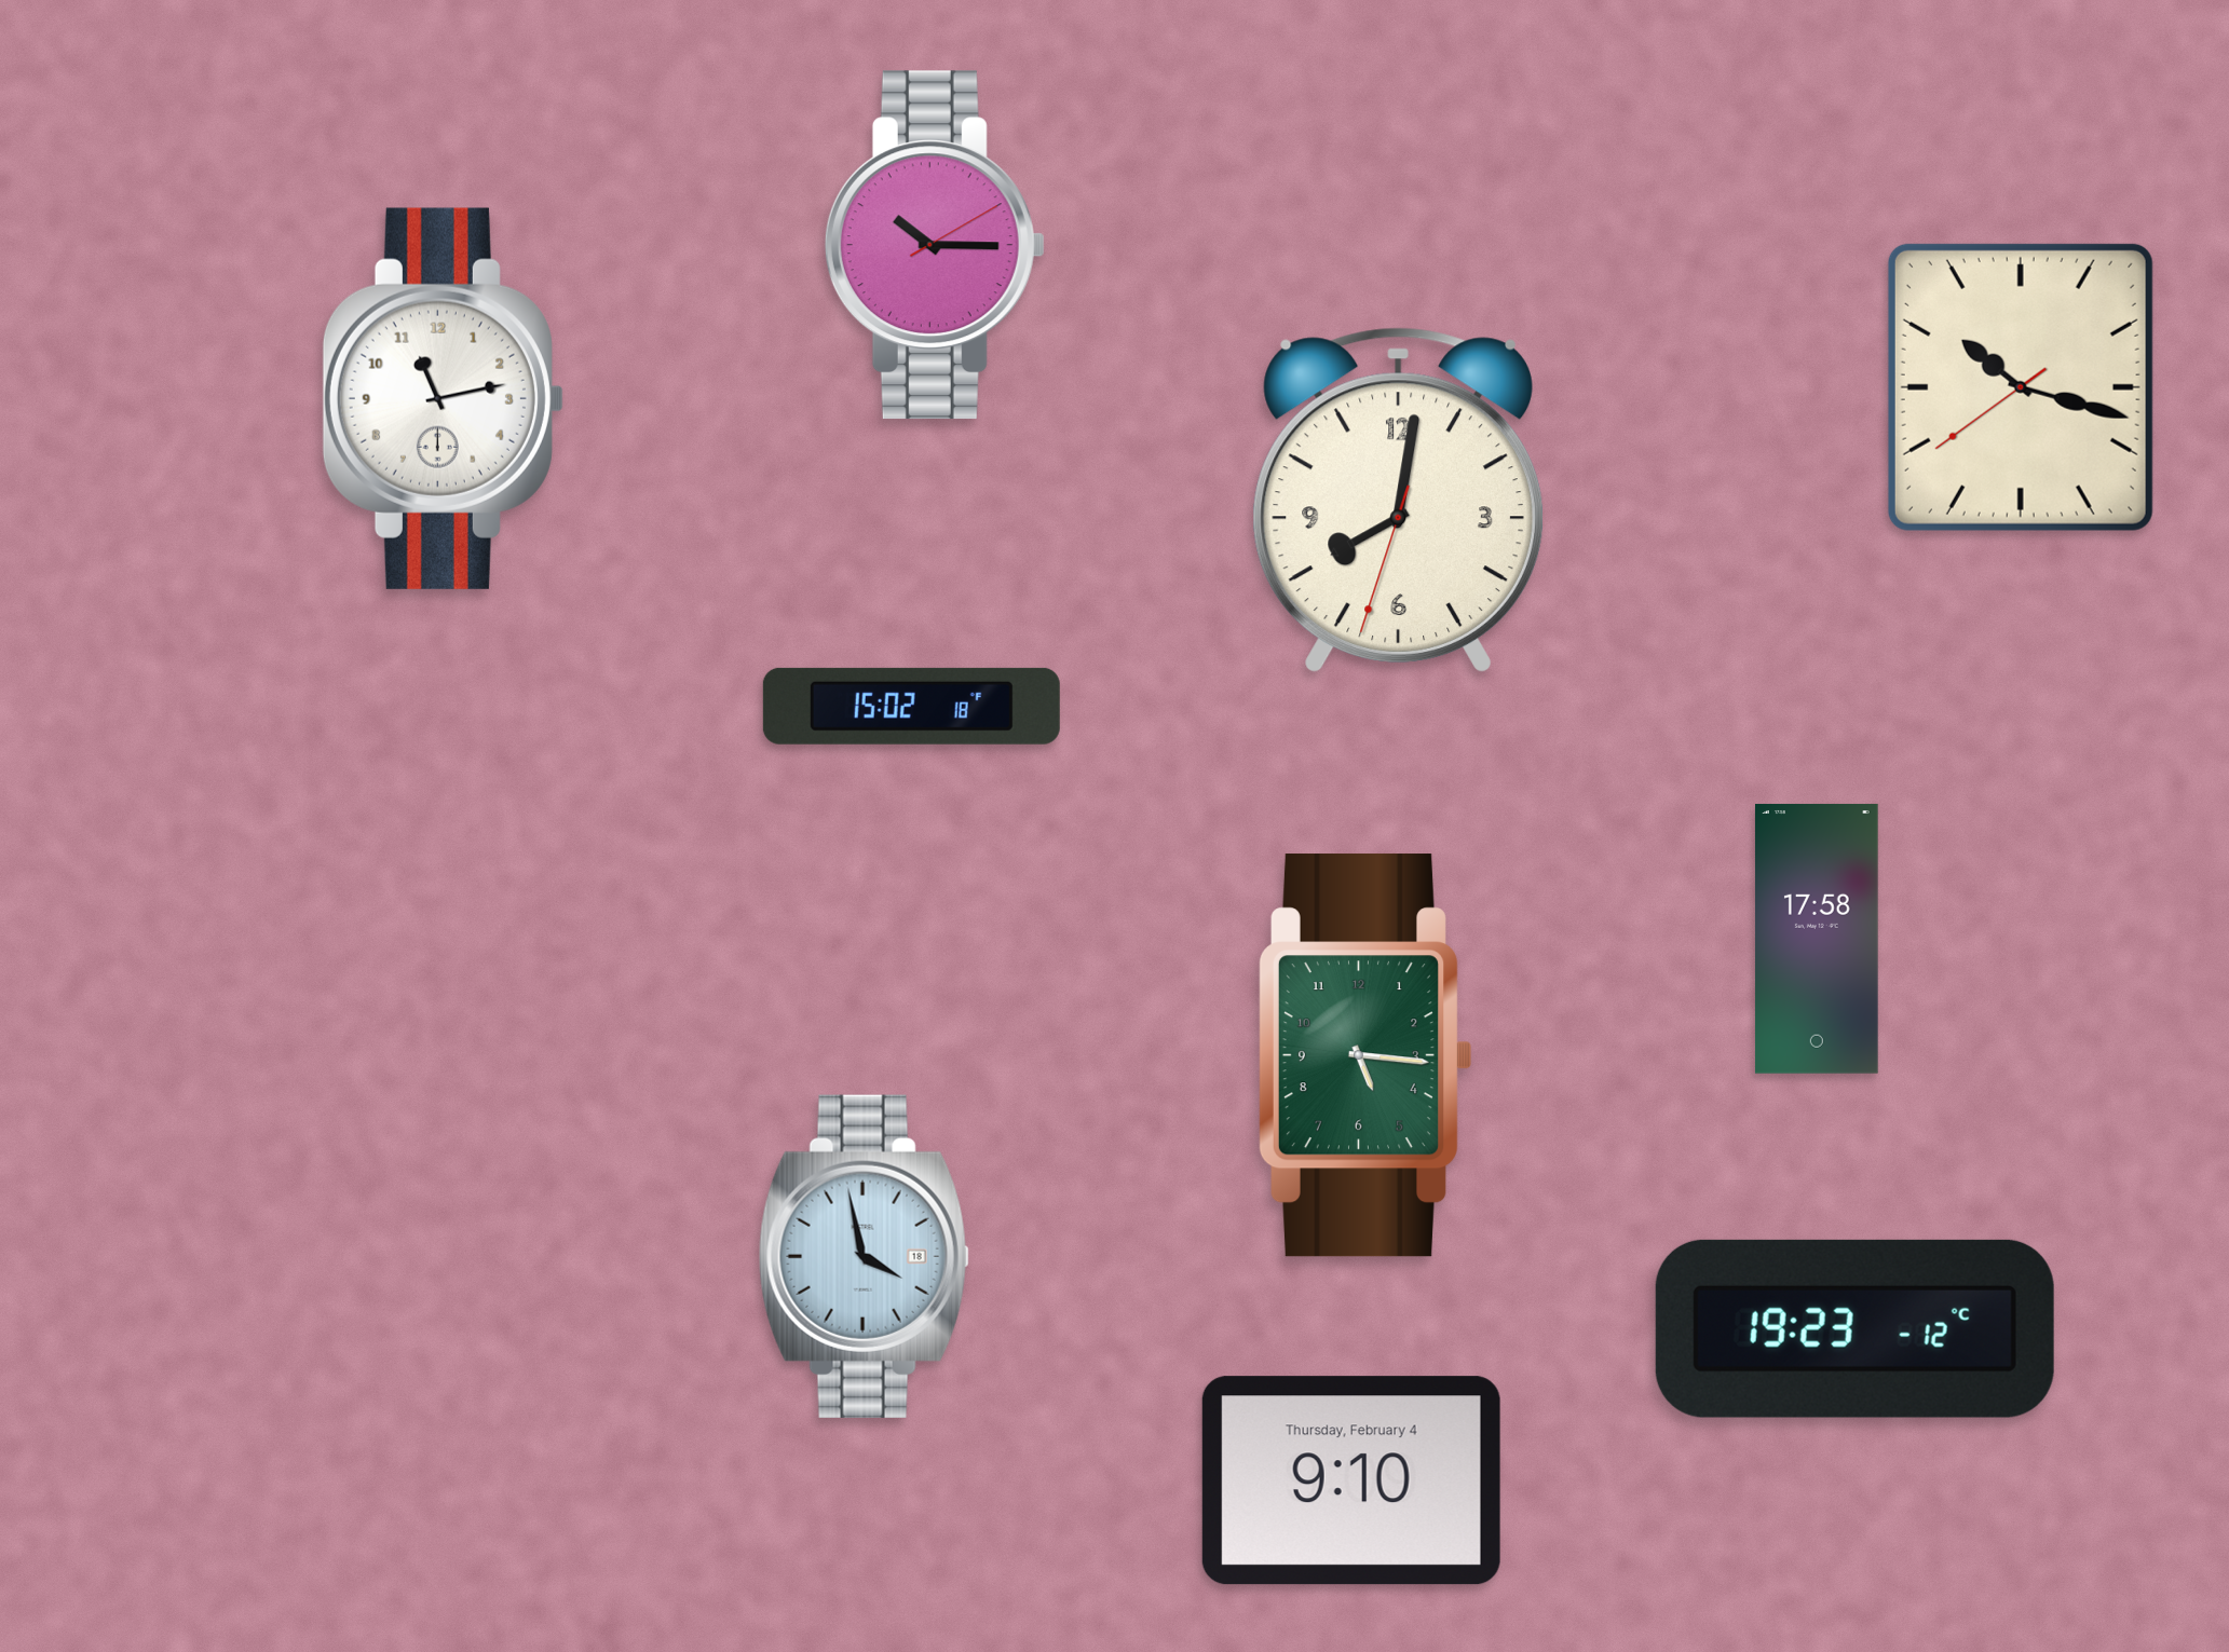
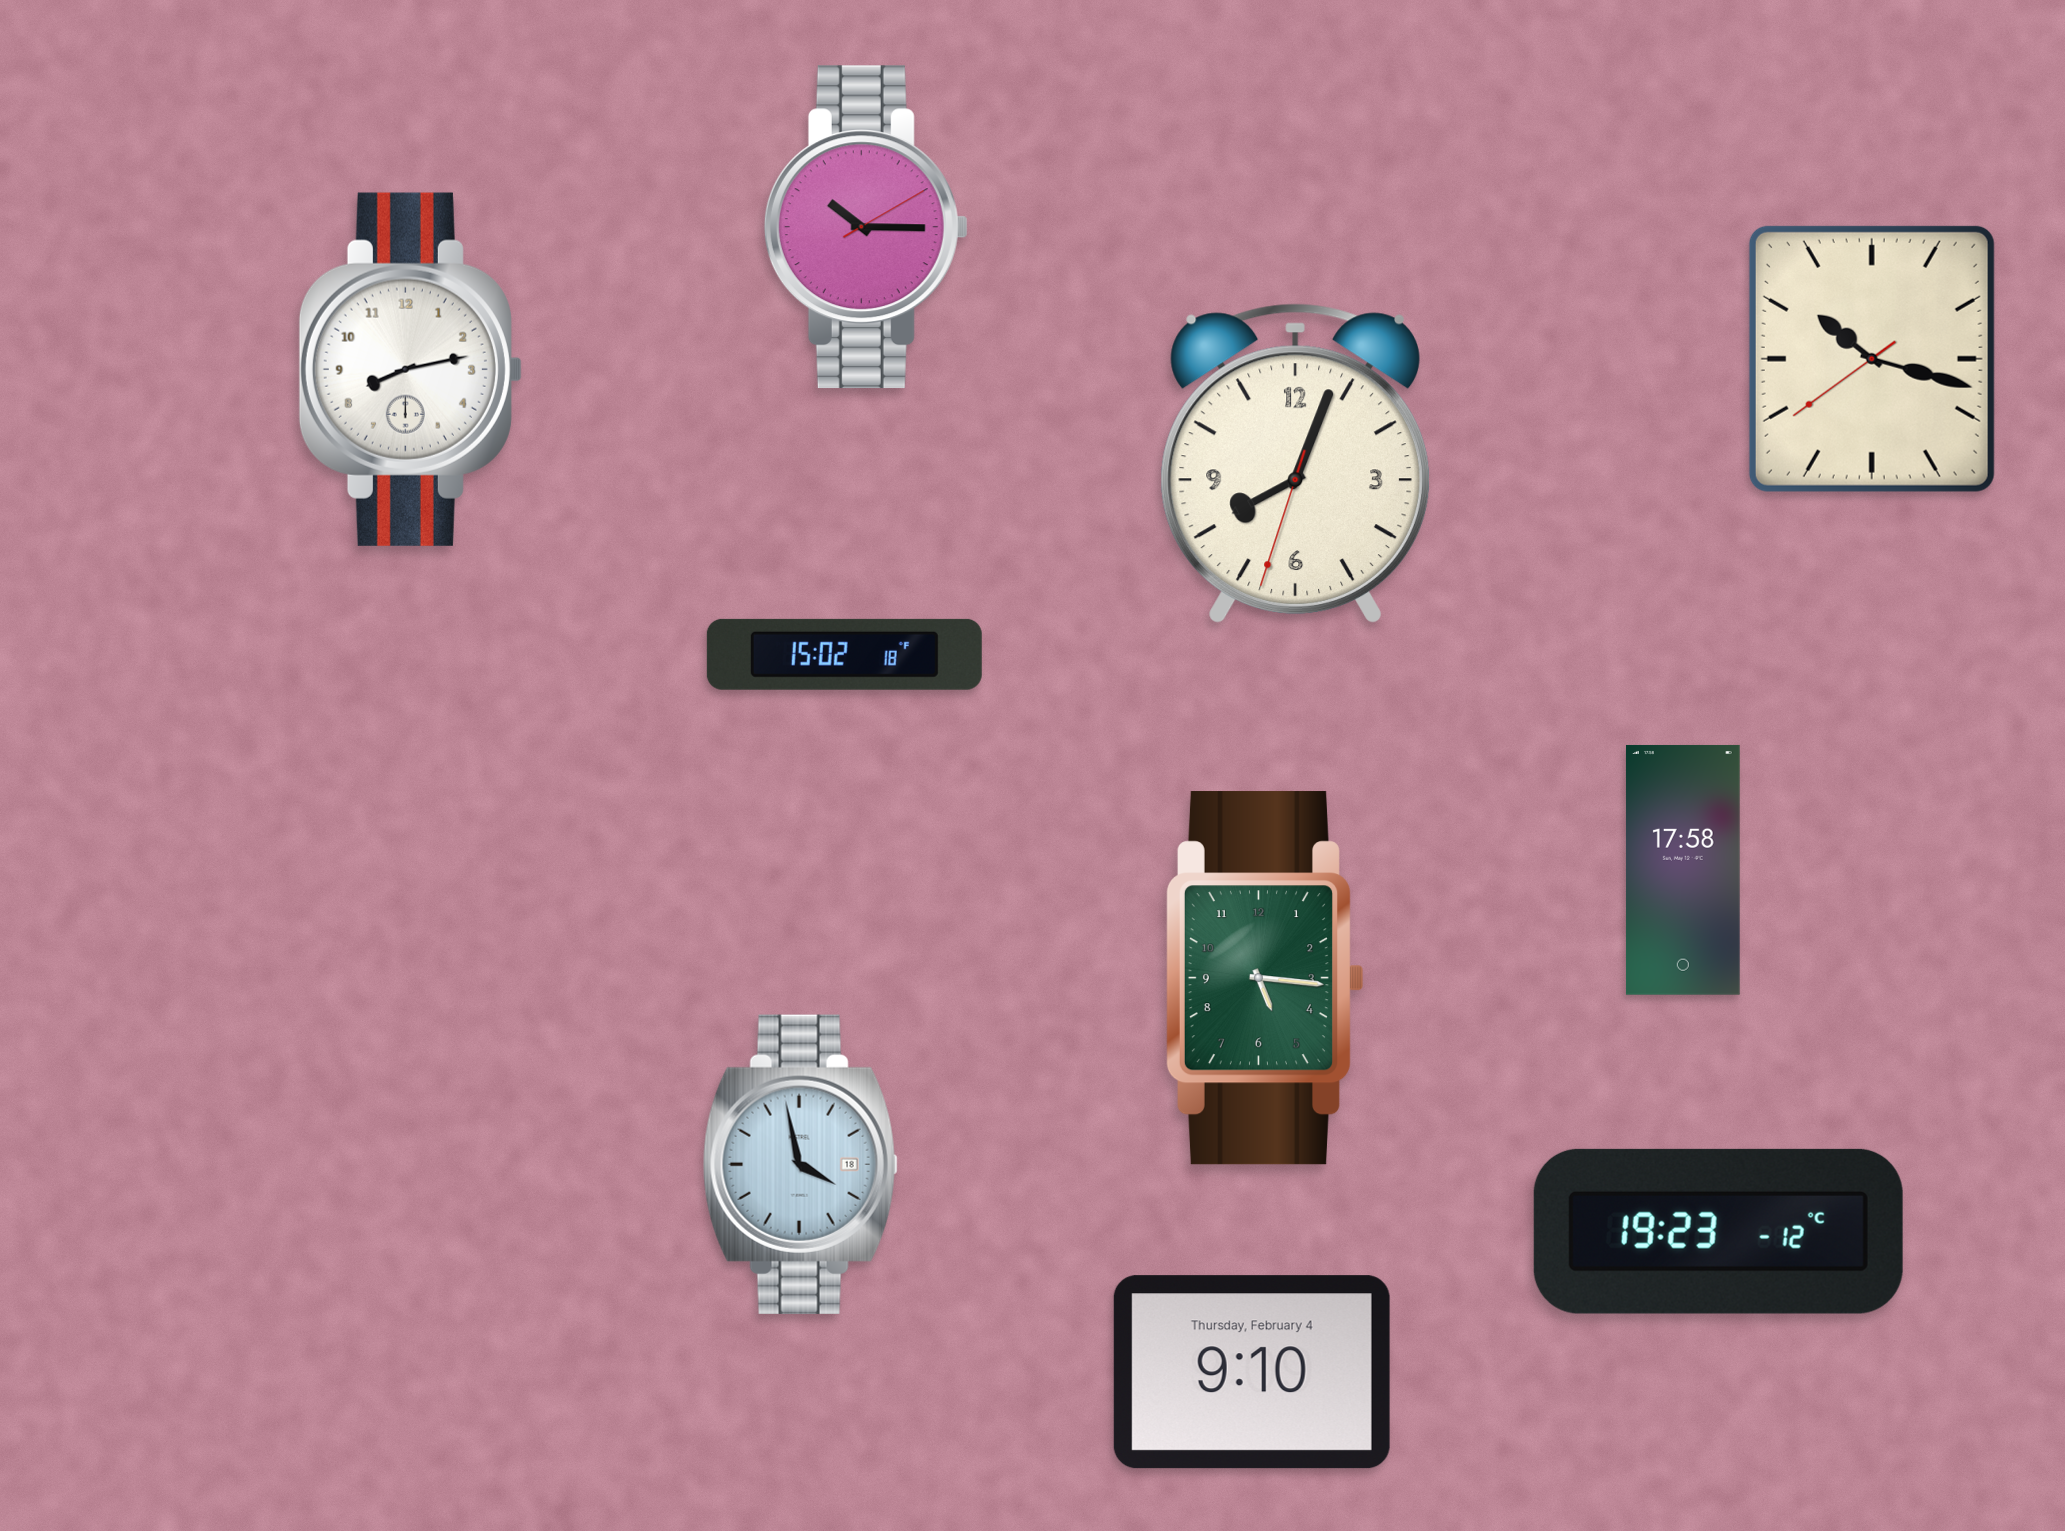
clock at (443, 398): 11:13 -> 8:13
clock at (1398, 500): 8:01 -> 8:03
